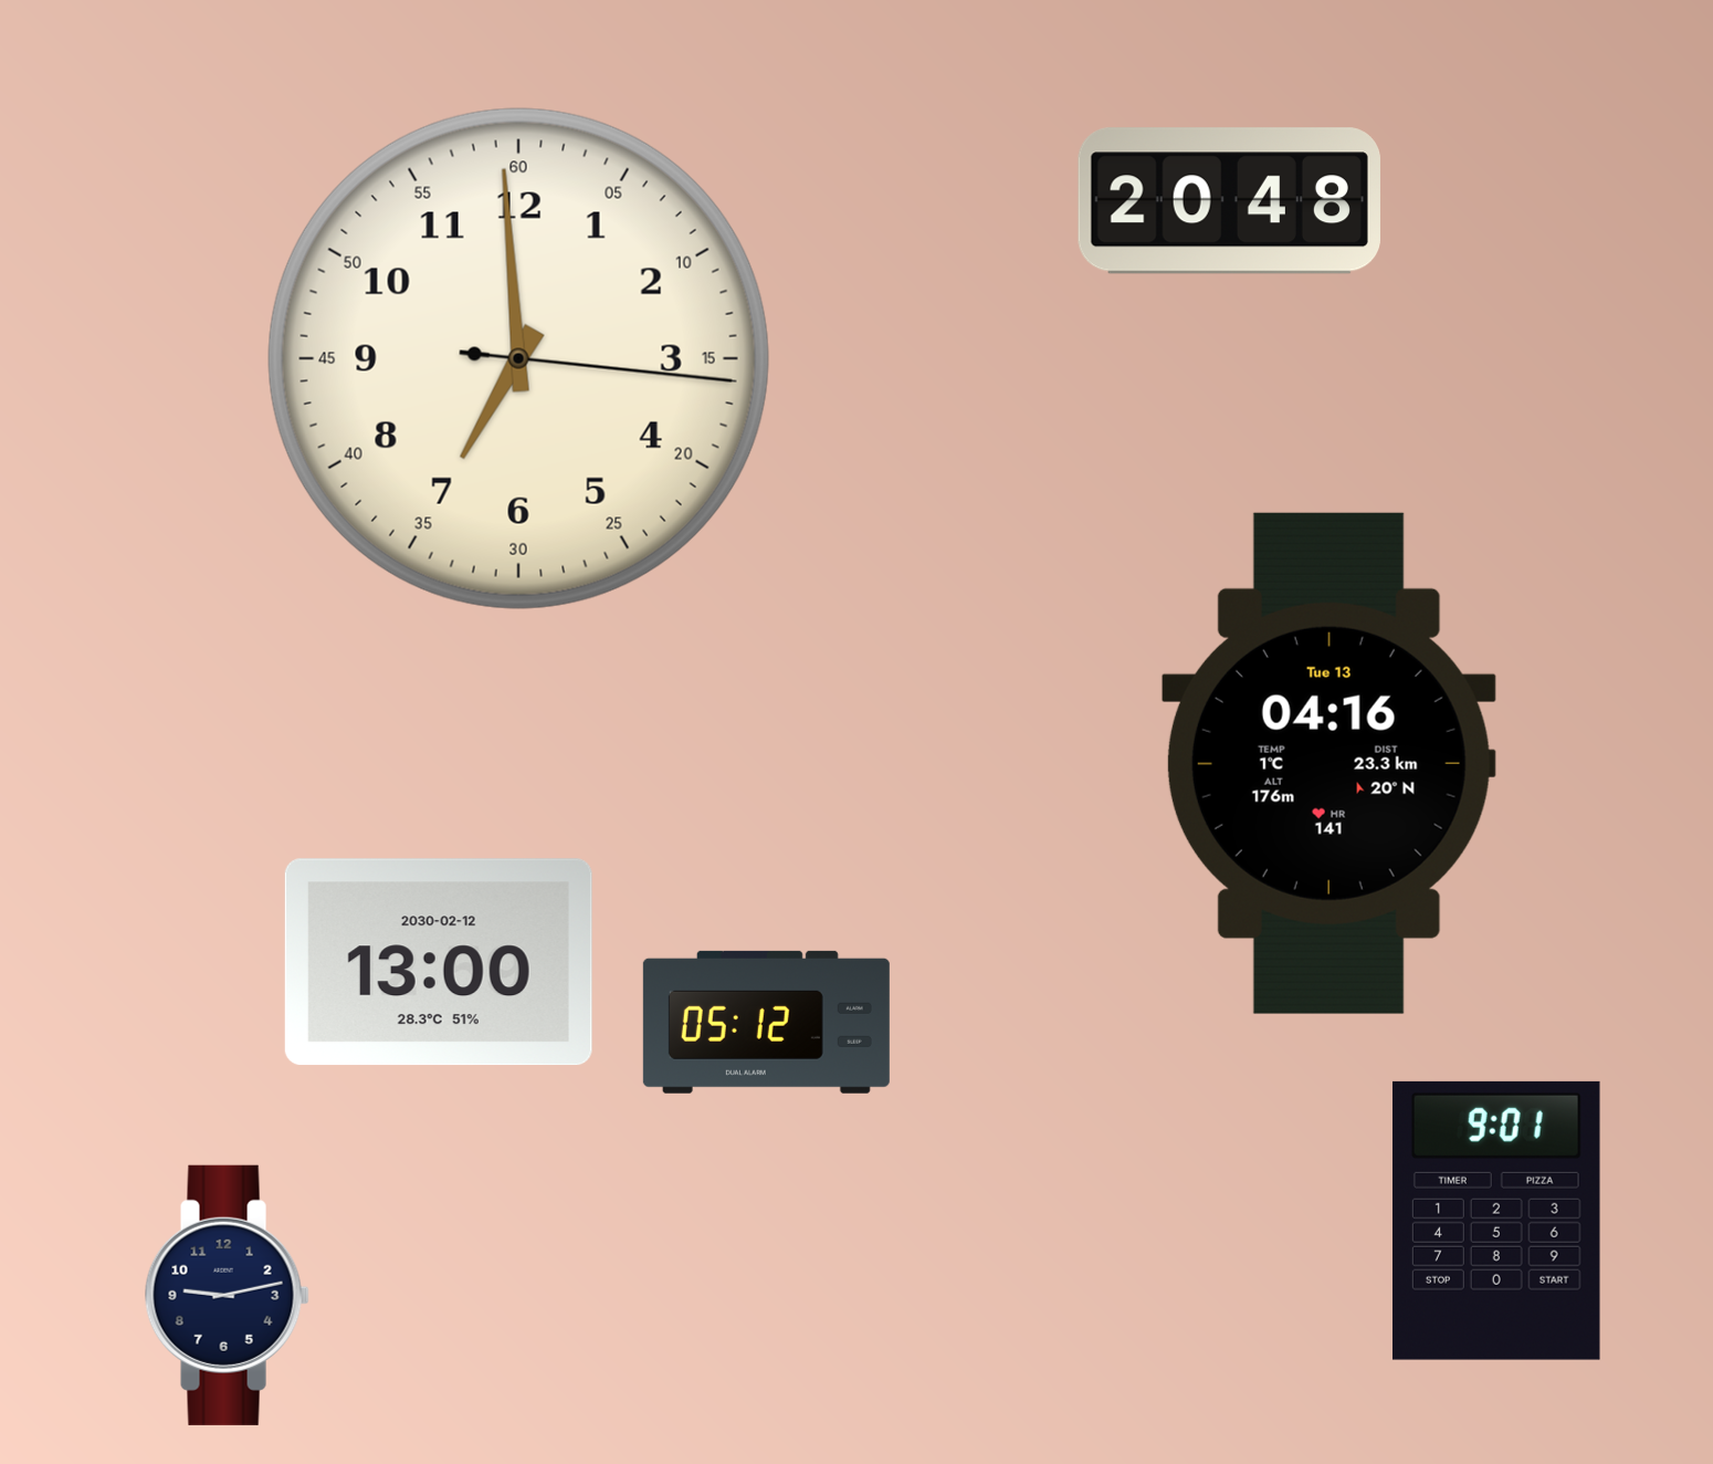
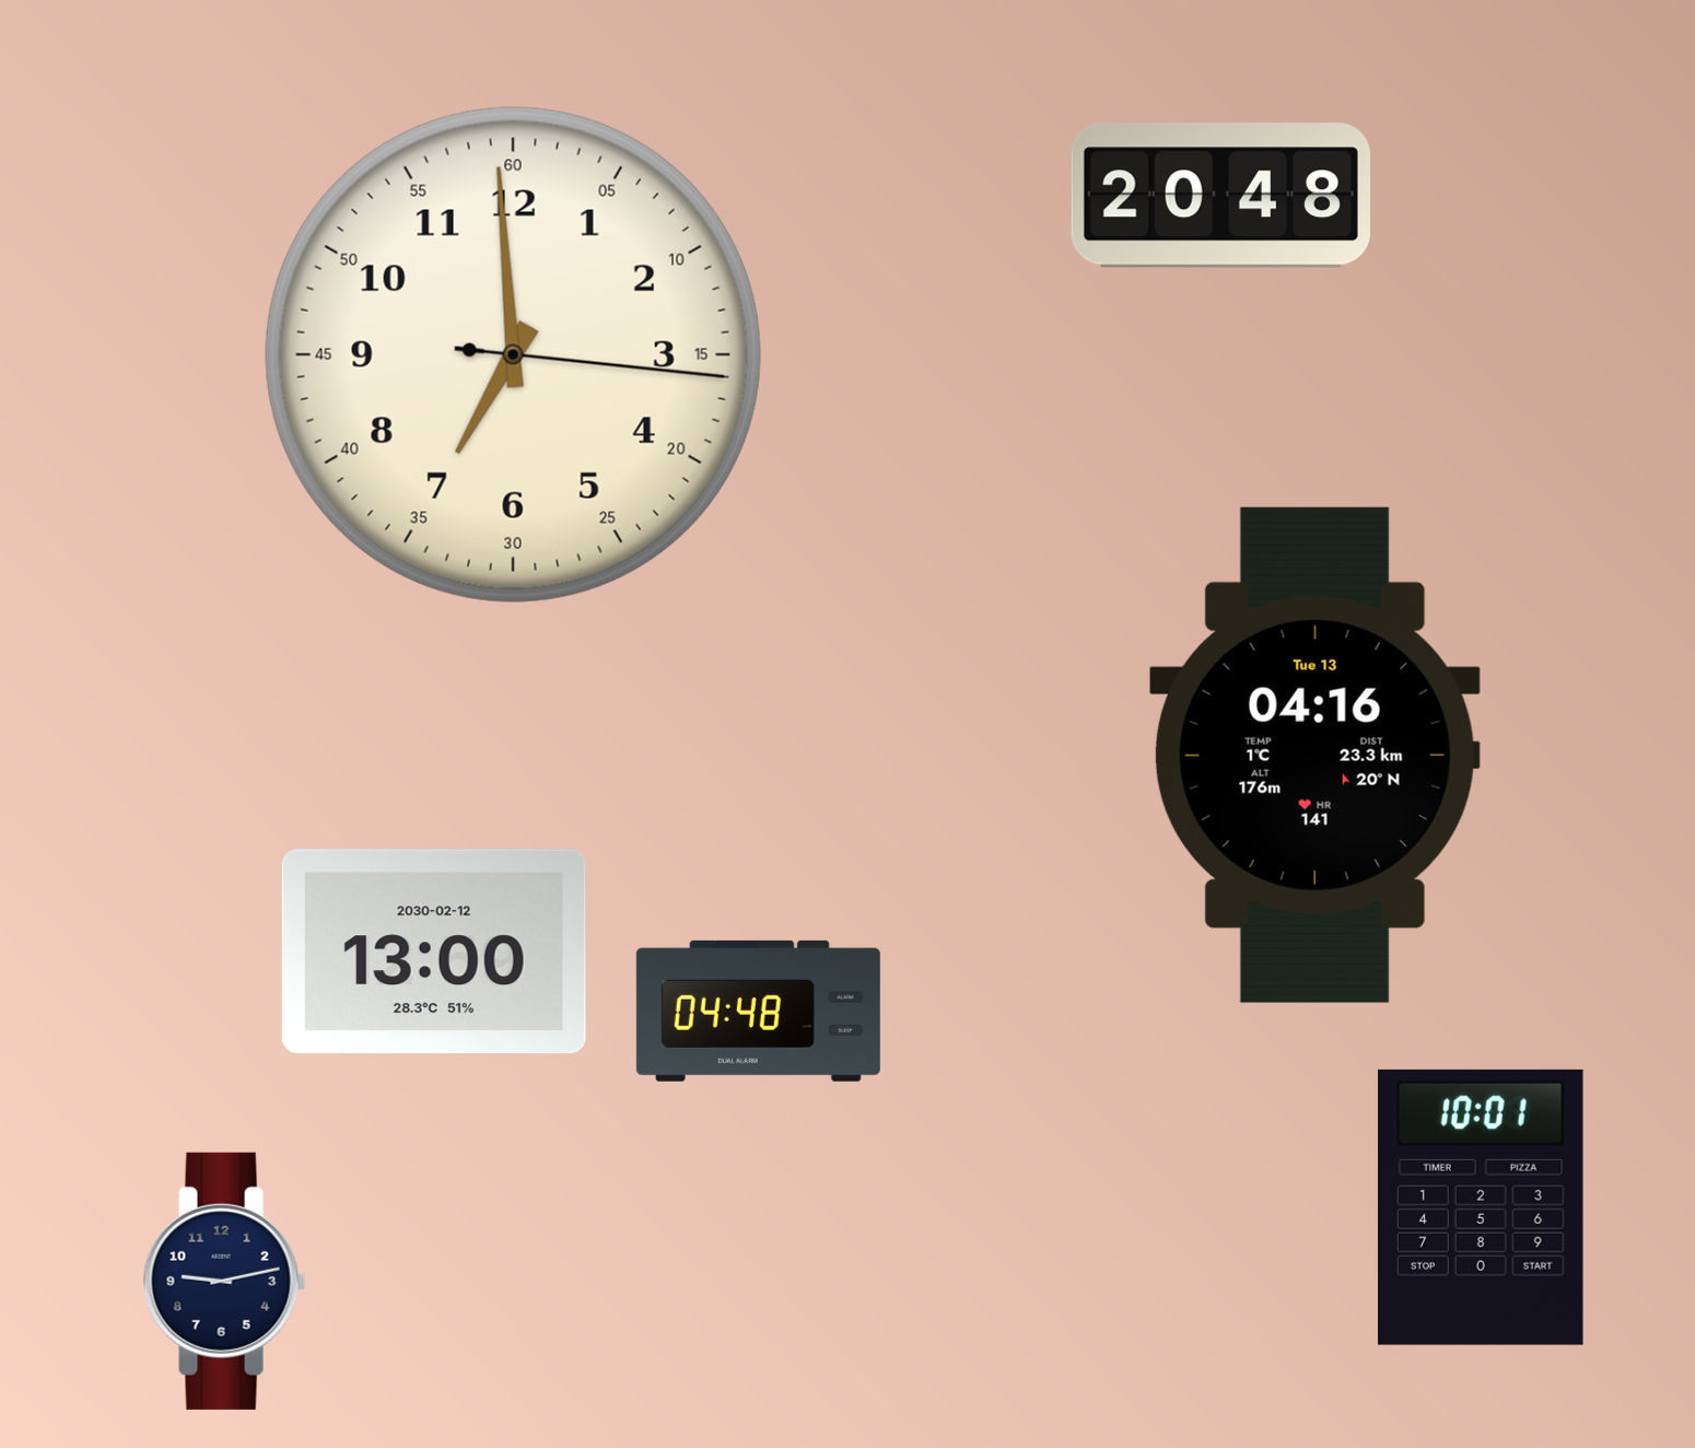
clock at (1229, 201) position: (1229, 201) -> (1220, 196)
clock at (766, 1022): 05:12 -> 04:48
clock at (1496, 1221): 9:01 -> 10:01
